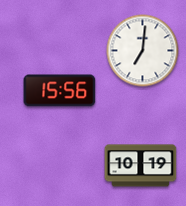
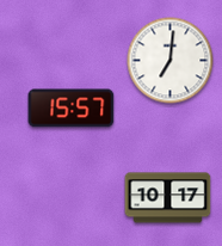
clock at (60, 91): 15:56 -> 15:57
clock at (141, 166): 10:19 -> 10:17
